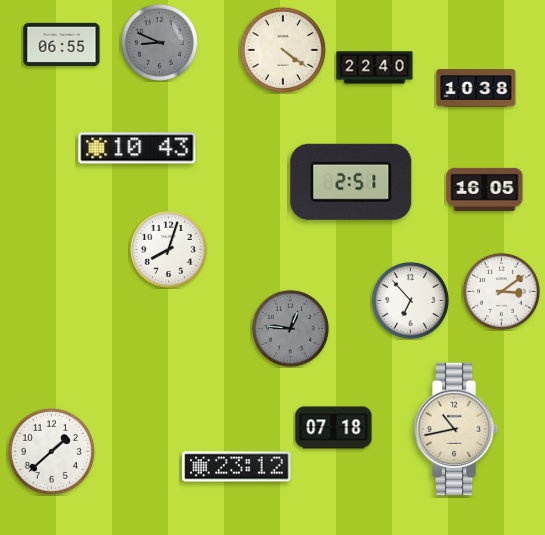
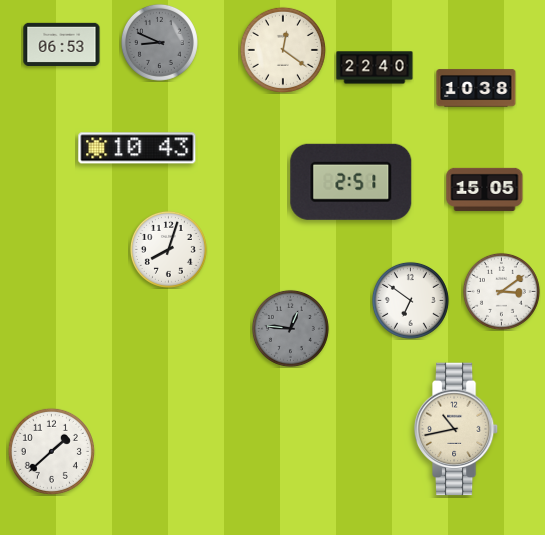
clock at (62, 44): 06:55 -> 06:53
clock at (283, 50): 4:21 -> 12:21
clock at (485, 189): 16:05 -> 15:05
clock at (410, 300): 6:53 -> 6:51
clock at (334, 428): 07:18 -> none
clock at (237, 467): 23:12 -> none
